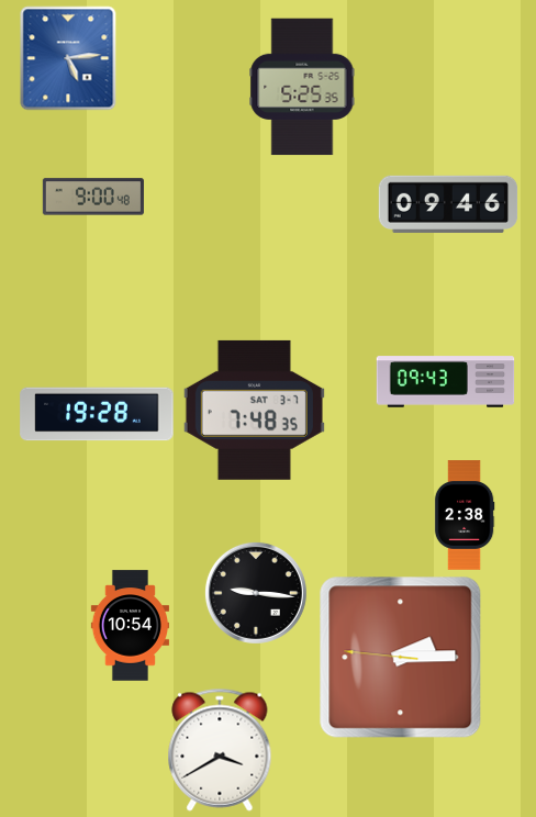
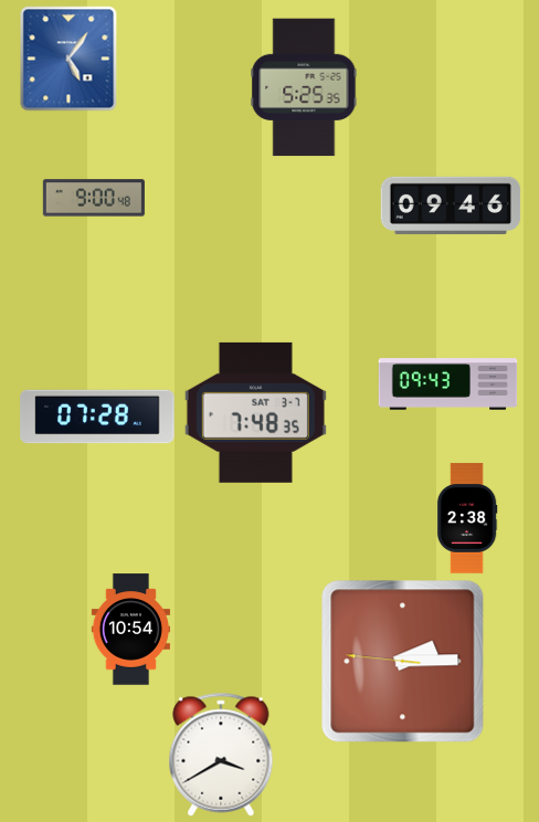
clock at (68, 58): 5:14 -> 5:06
clock at (97, 414): 19:28 -> 07:28
clock at (256, 593): 9:16 -> none
